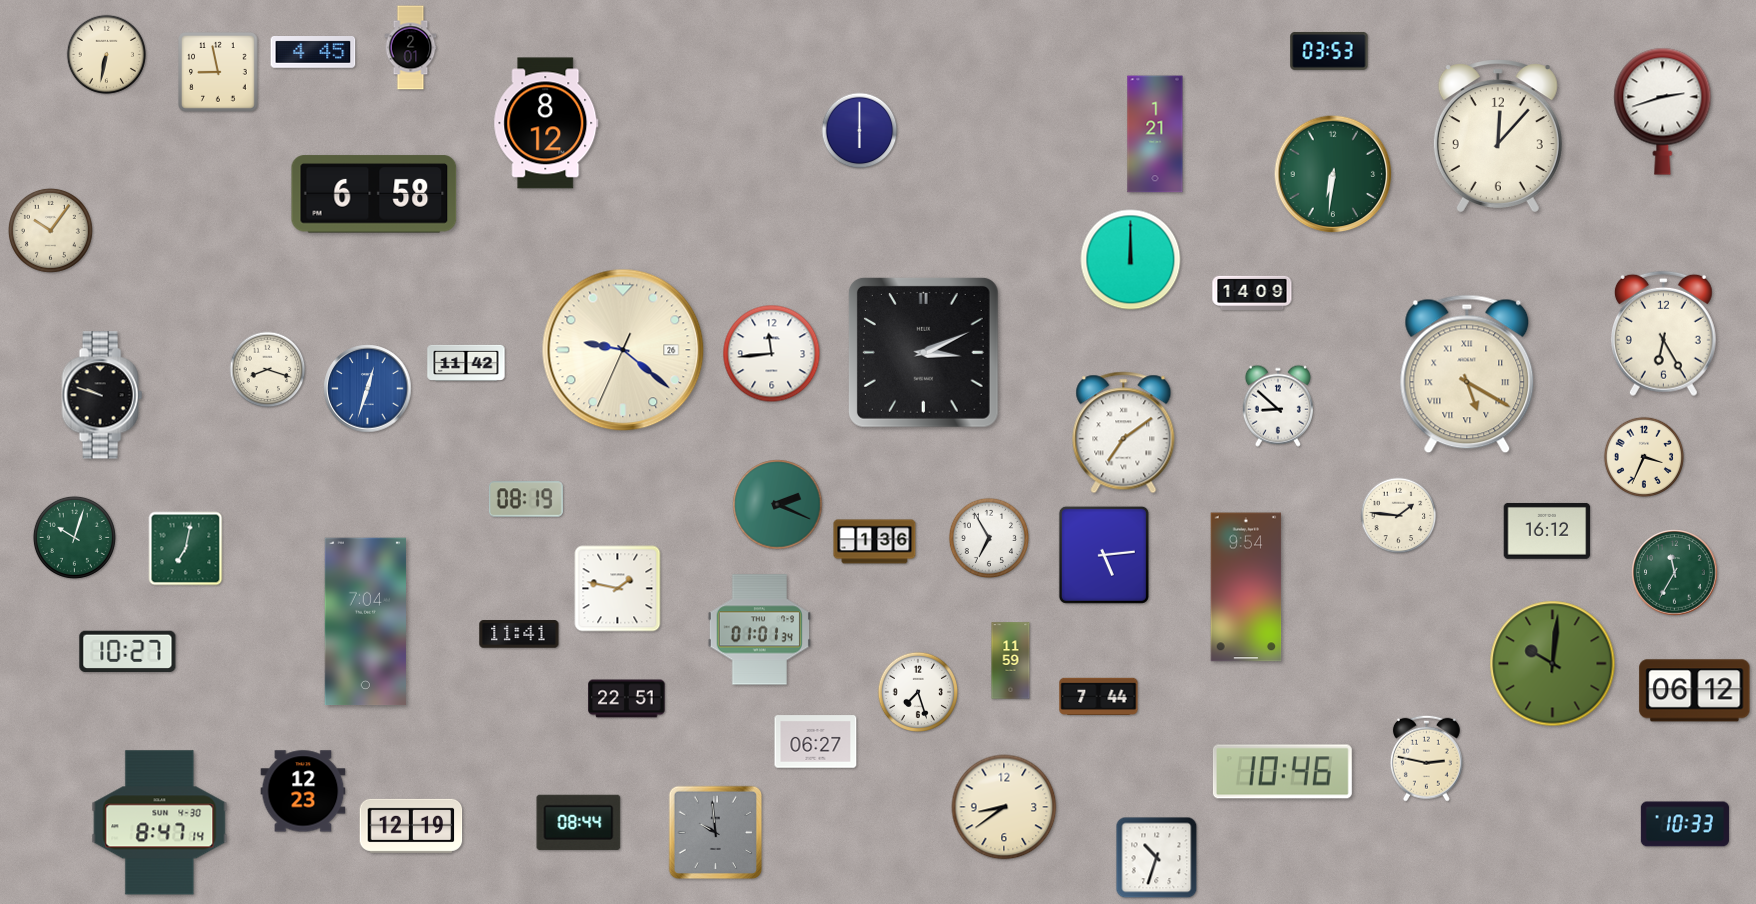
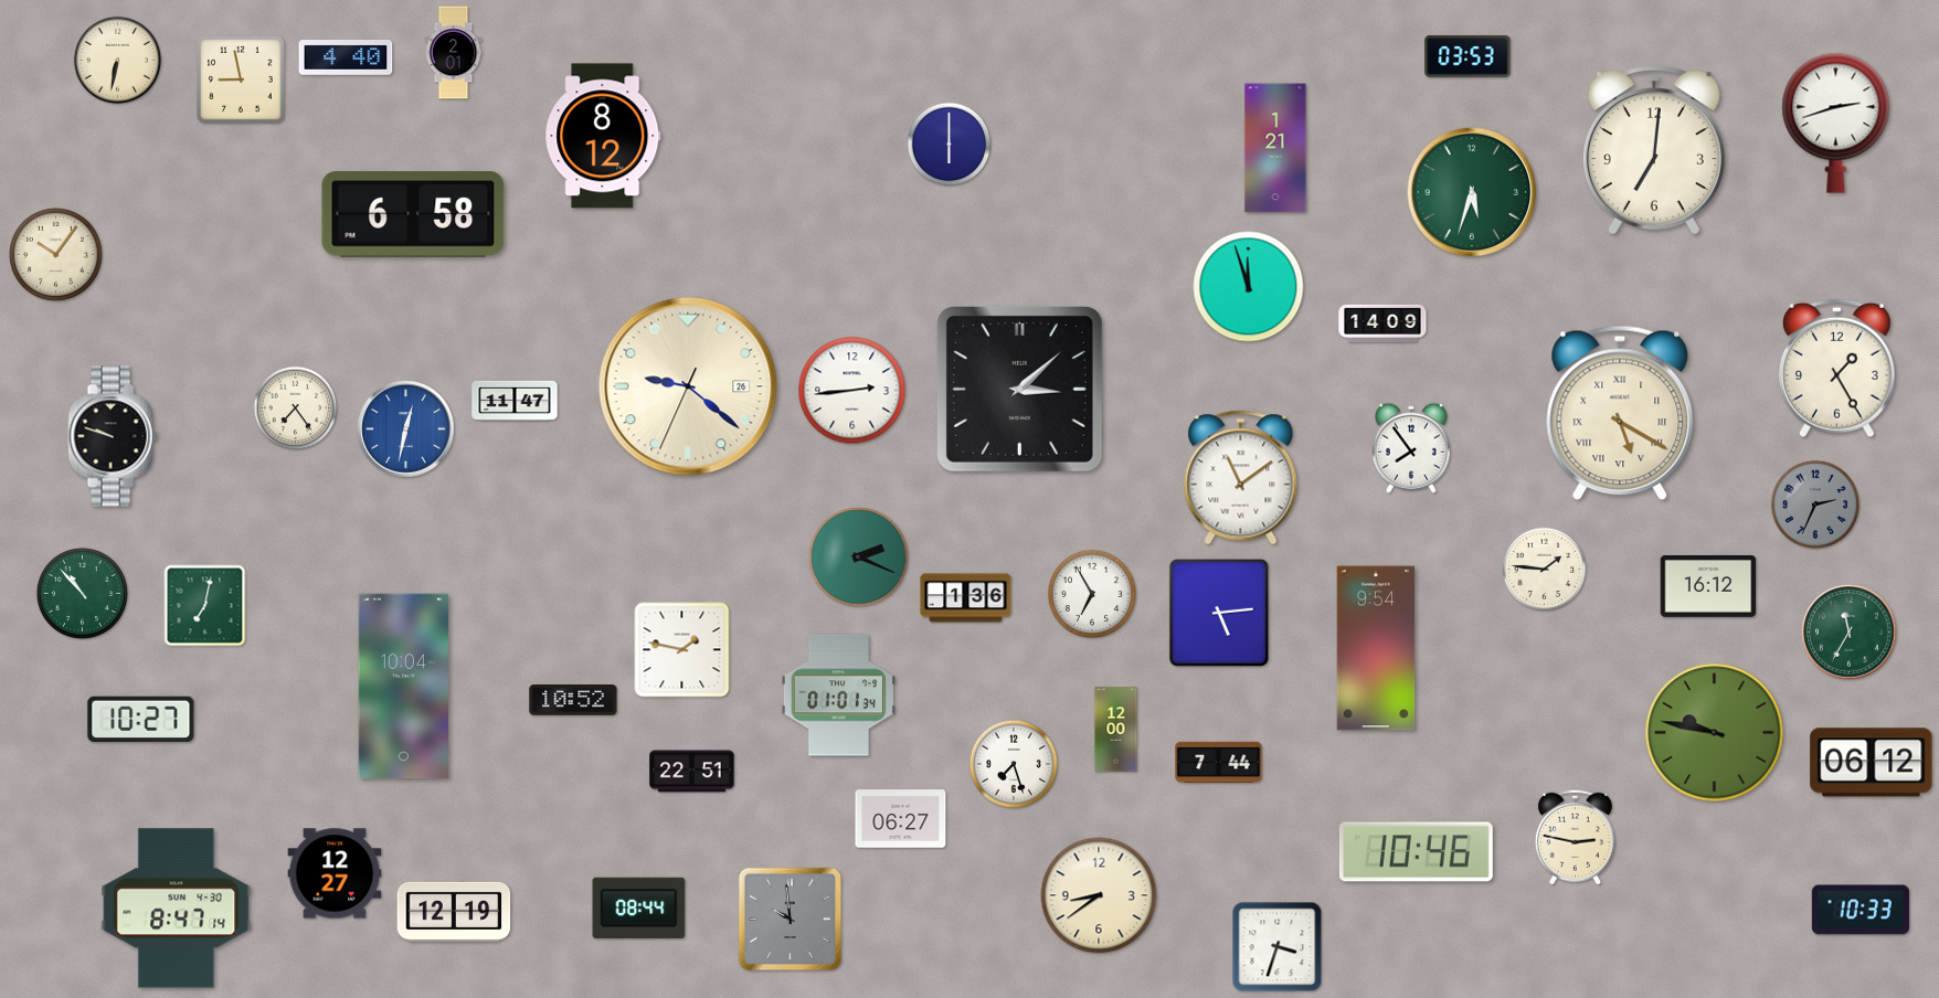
clock at (313, 53): 4:45 -> 4:40
clock at (1498, 136): 12:07 -> 7:01
clock at (1333, 174): 6:31 -> 5:33
clock at (1131, 260): 12:00 -> 11:57
clock at (1663, 334): 6:25 -> 1:25
clock at (923, 352): 3:11 -> 3:08
clock at (772, 354): 11:44 -> 2:44
clock at (466, 363): 11:42 -> 11:47
clock at (268, 370): 8:18 -> 7:24
clock at (368, 389): 12:33 -> 12:32
clock at (1278, 406): 8:52 -> 7:54
clock at (1124, 433): 7:09 -> 11:09
clock at (1643, 456): 3:34 -> 2:34
clock at (1643, 456) dial: cream -> grey
clock at (526, 499): 08:19 -> none
clock at (74, 537): 10:03 -> 10:53
clock at (365, 622): 7:04 -> 10:04
clock at (519, 634): 11:41 -> 10:52
clock at (1011, 661): 11:59 -> 12:00
clock at (1553, 664): 10:01 -> 9:47
clock at (1099, 696) position: (1099, 696) -> (1219, 762)
clock at (303, 791): 12:23 -> 12:27
clock at (1004, 807) position: (1004, 807) -> (1099, 895)
clock at (1157, 858): 10:33 -> 3:33
